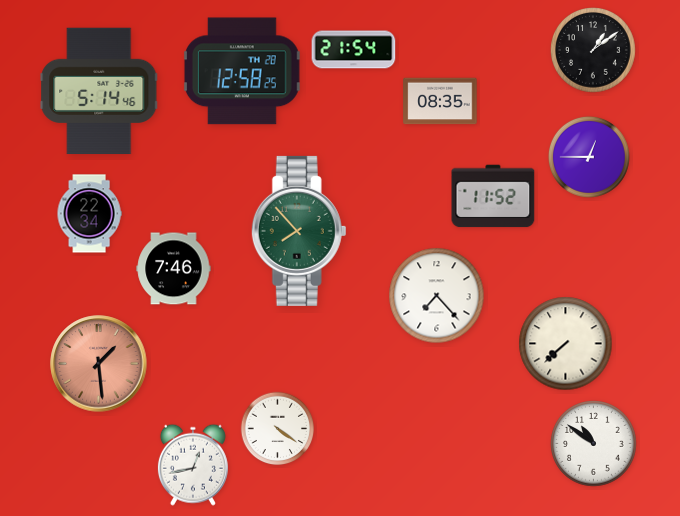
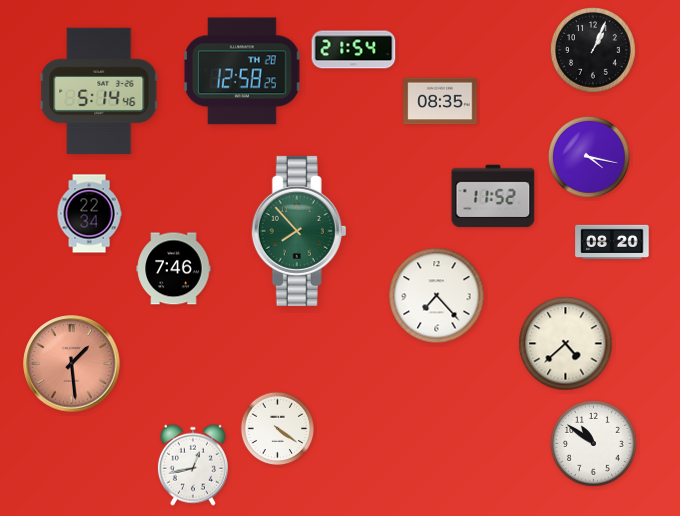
clock at (594, 51): 1:09 -> 1:04
clock at (589, 157): 12:45 -> 4:17
clock at (612, 241): none -> 08:20
clock at (566, 344): 7:38 -> 4:38
clock at (99, 364) position: (99, 364) -> (72, 364)
